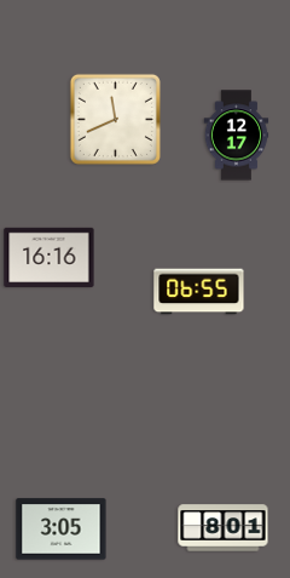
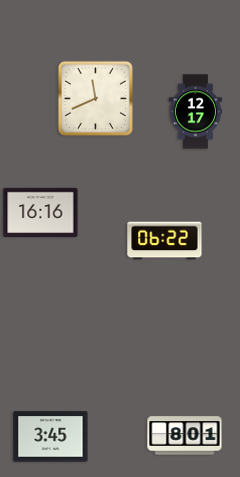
clock at (199, 292): 06:55 -> 06:22
clock at (62, 530): 3:05 -> 3:45
